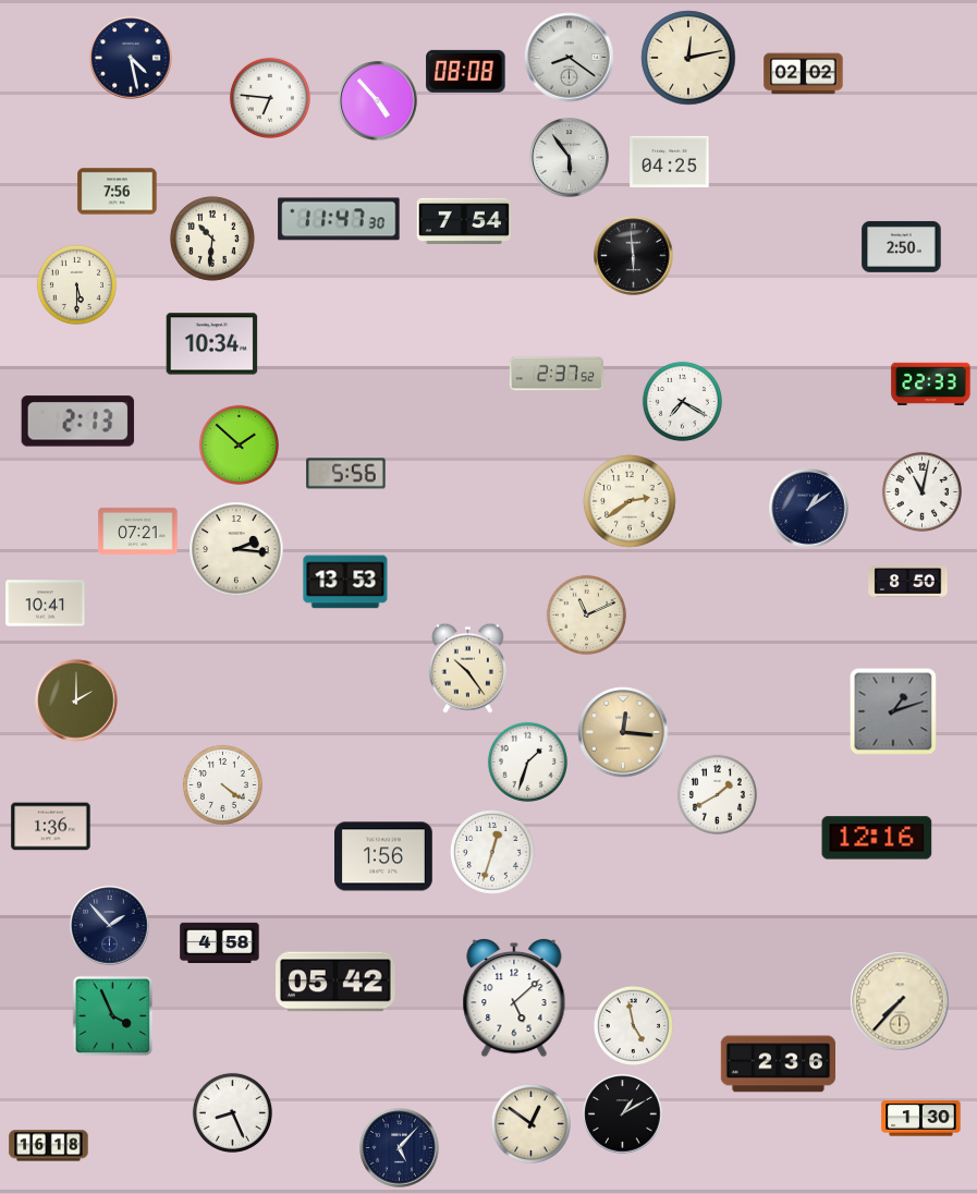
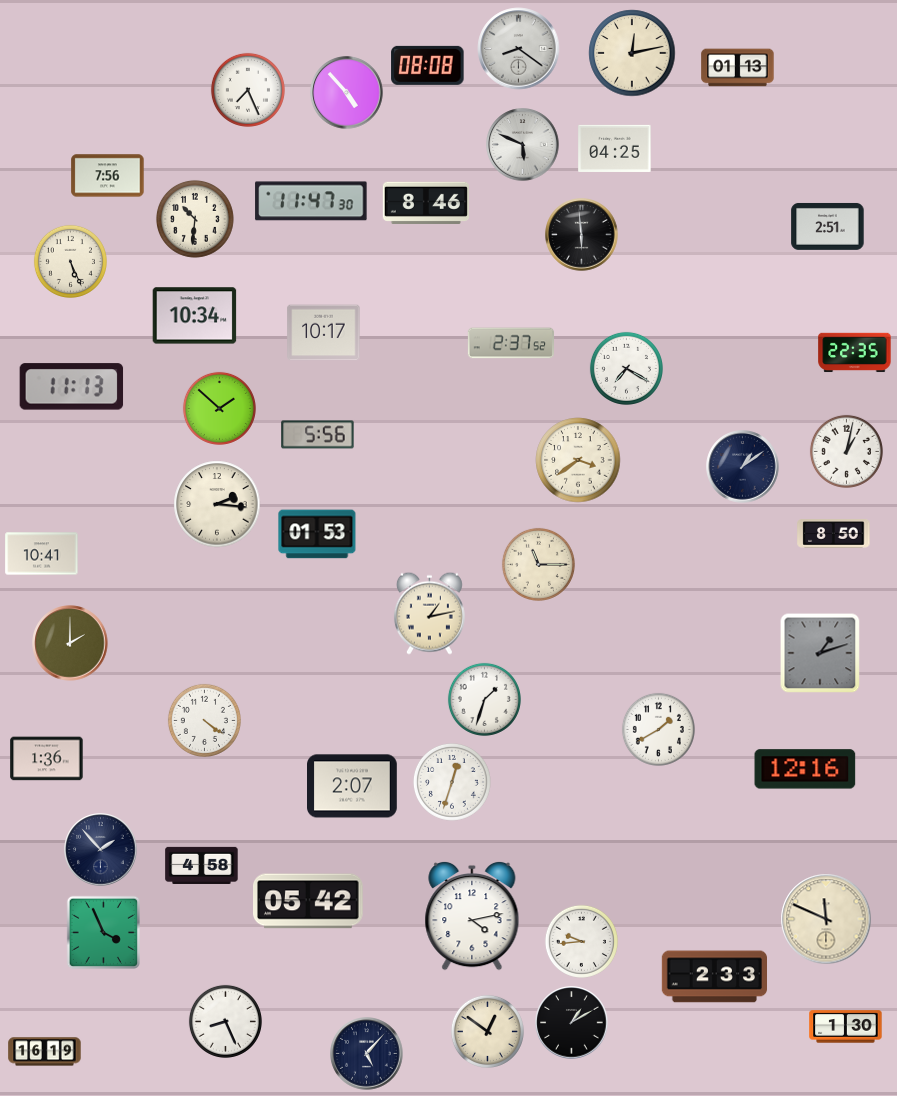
clock at (131, 58): 4:28 -> none
clock at (570, 58) position: (570, 58) -> (519, 49)
clock at (804, 74): 02:02 -> 01:13
clock at (270, 98): 6:46 -> 7:26
clock at (570, 158): 5:54 -> 5:49
clock at (464, 221): 7:54 -> 8:46
clock at (902, 246): 2:50 -> 2:51
clock at (76, 284): 5:30 -> 5:26
clock at (324, 333): none -> 10:17
clock at (931, 385): 22:33 -> 22:35
clock at (78, 422): 2:13 -> 11:13
clock at (921, 491): 11:02 -> 1:02
clock at (630, 501): 2:39 -> 3:39
clock at (138, 531): 07:21 -> none
clock at (345, 582): 13:53 -> 01:53
clock at (586, 614): 11:11 -> 11:15
clock at (467, 668): 10:24 -> 1:13
clock at (623, 732): 12:16 -> none
clock at (384, 856): 1:56 -> 2:07
clock at (514, 998): 5:08 -> 4:13
clock at (900, 1001): 7:37 -> 11:49
clock at (633, 1025): 4:58 -> 9:44
clock at (778, 1064): 2:36 -> 2:33
clock at (232, 1112) position: (232, 1112) -> (225, 1021)
clock at (49, 1146): 16:18 -> 16:19
